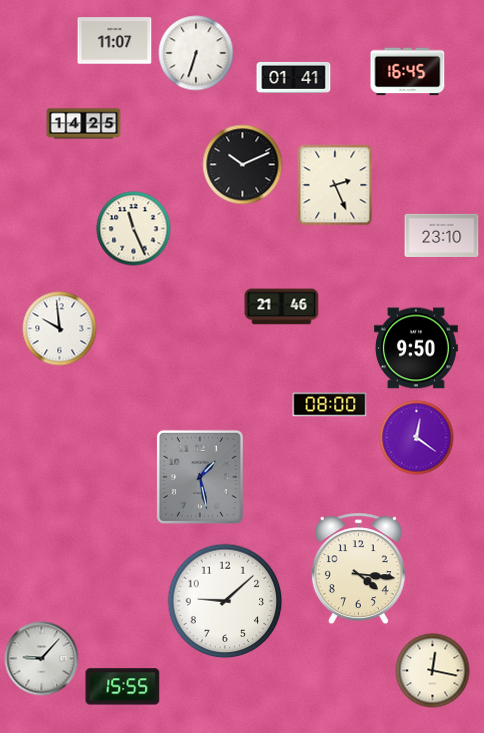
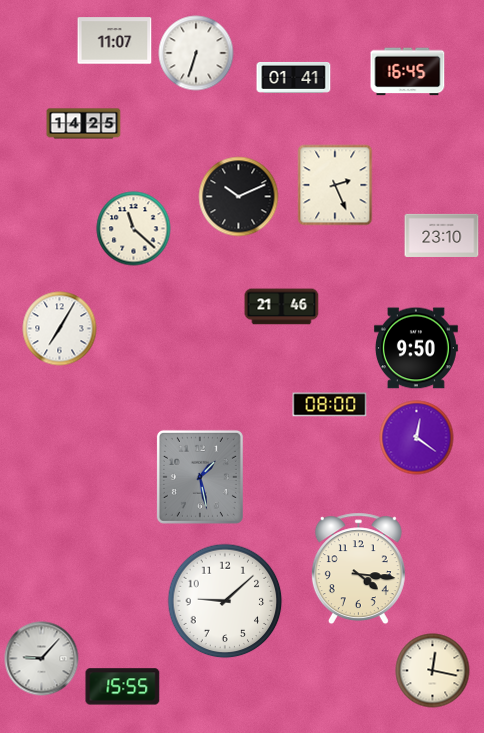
clock at (243, 165) position: (243, 165) -> (239, 197)
clock at (134, 229): 11:26 -> 11:22
clock at (60, 329): 9:59 -> 7:05
